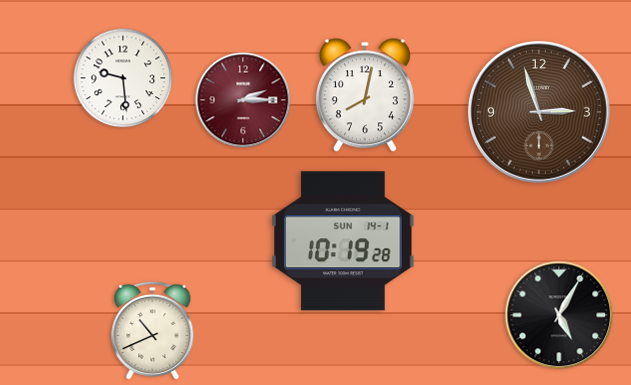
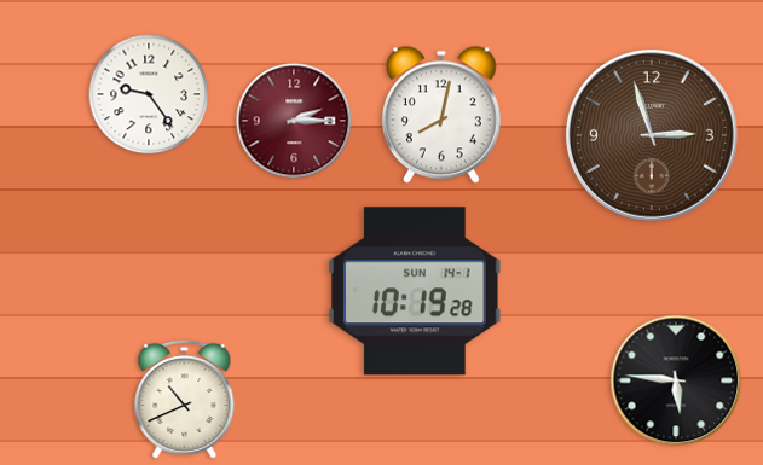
clock at (123, 78): 9:29 -> 9:24
clock at (559, 315): 5:05 -> 5:46
